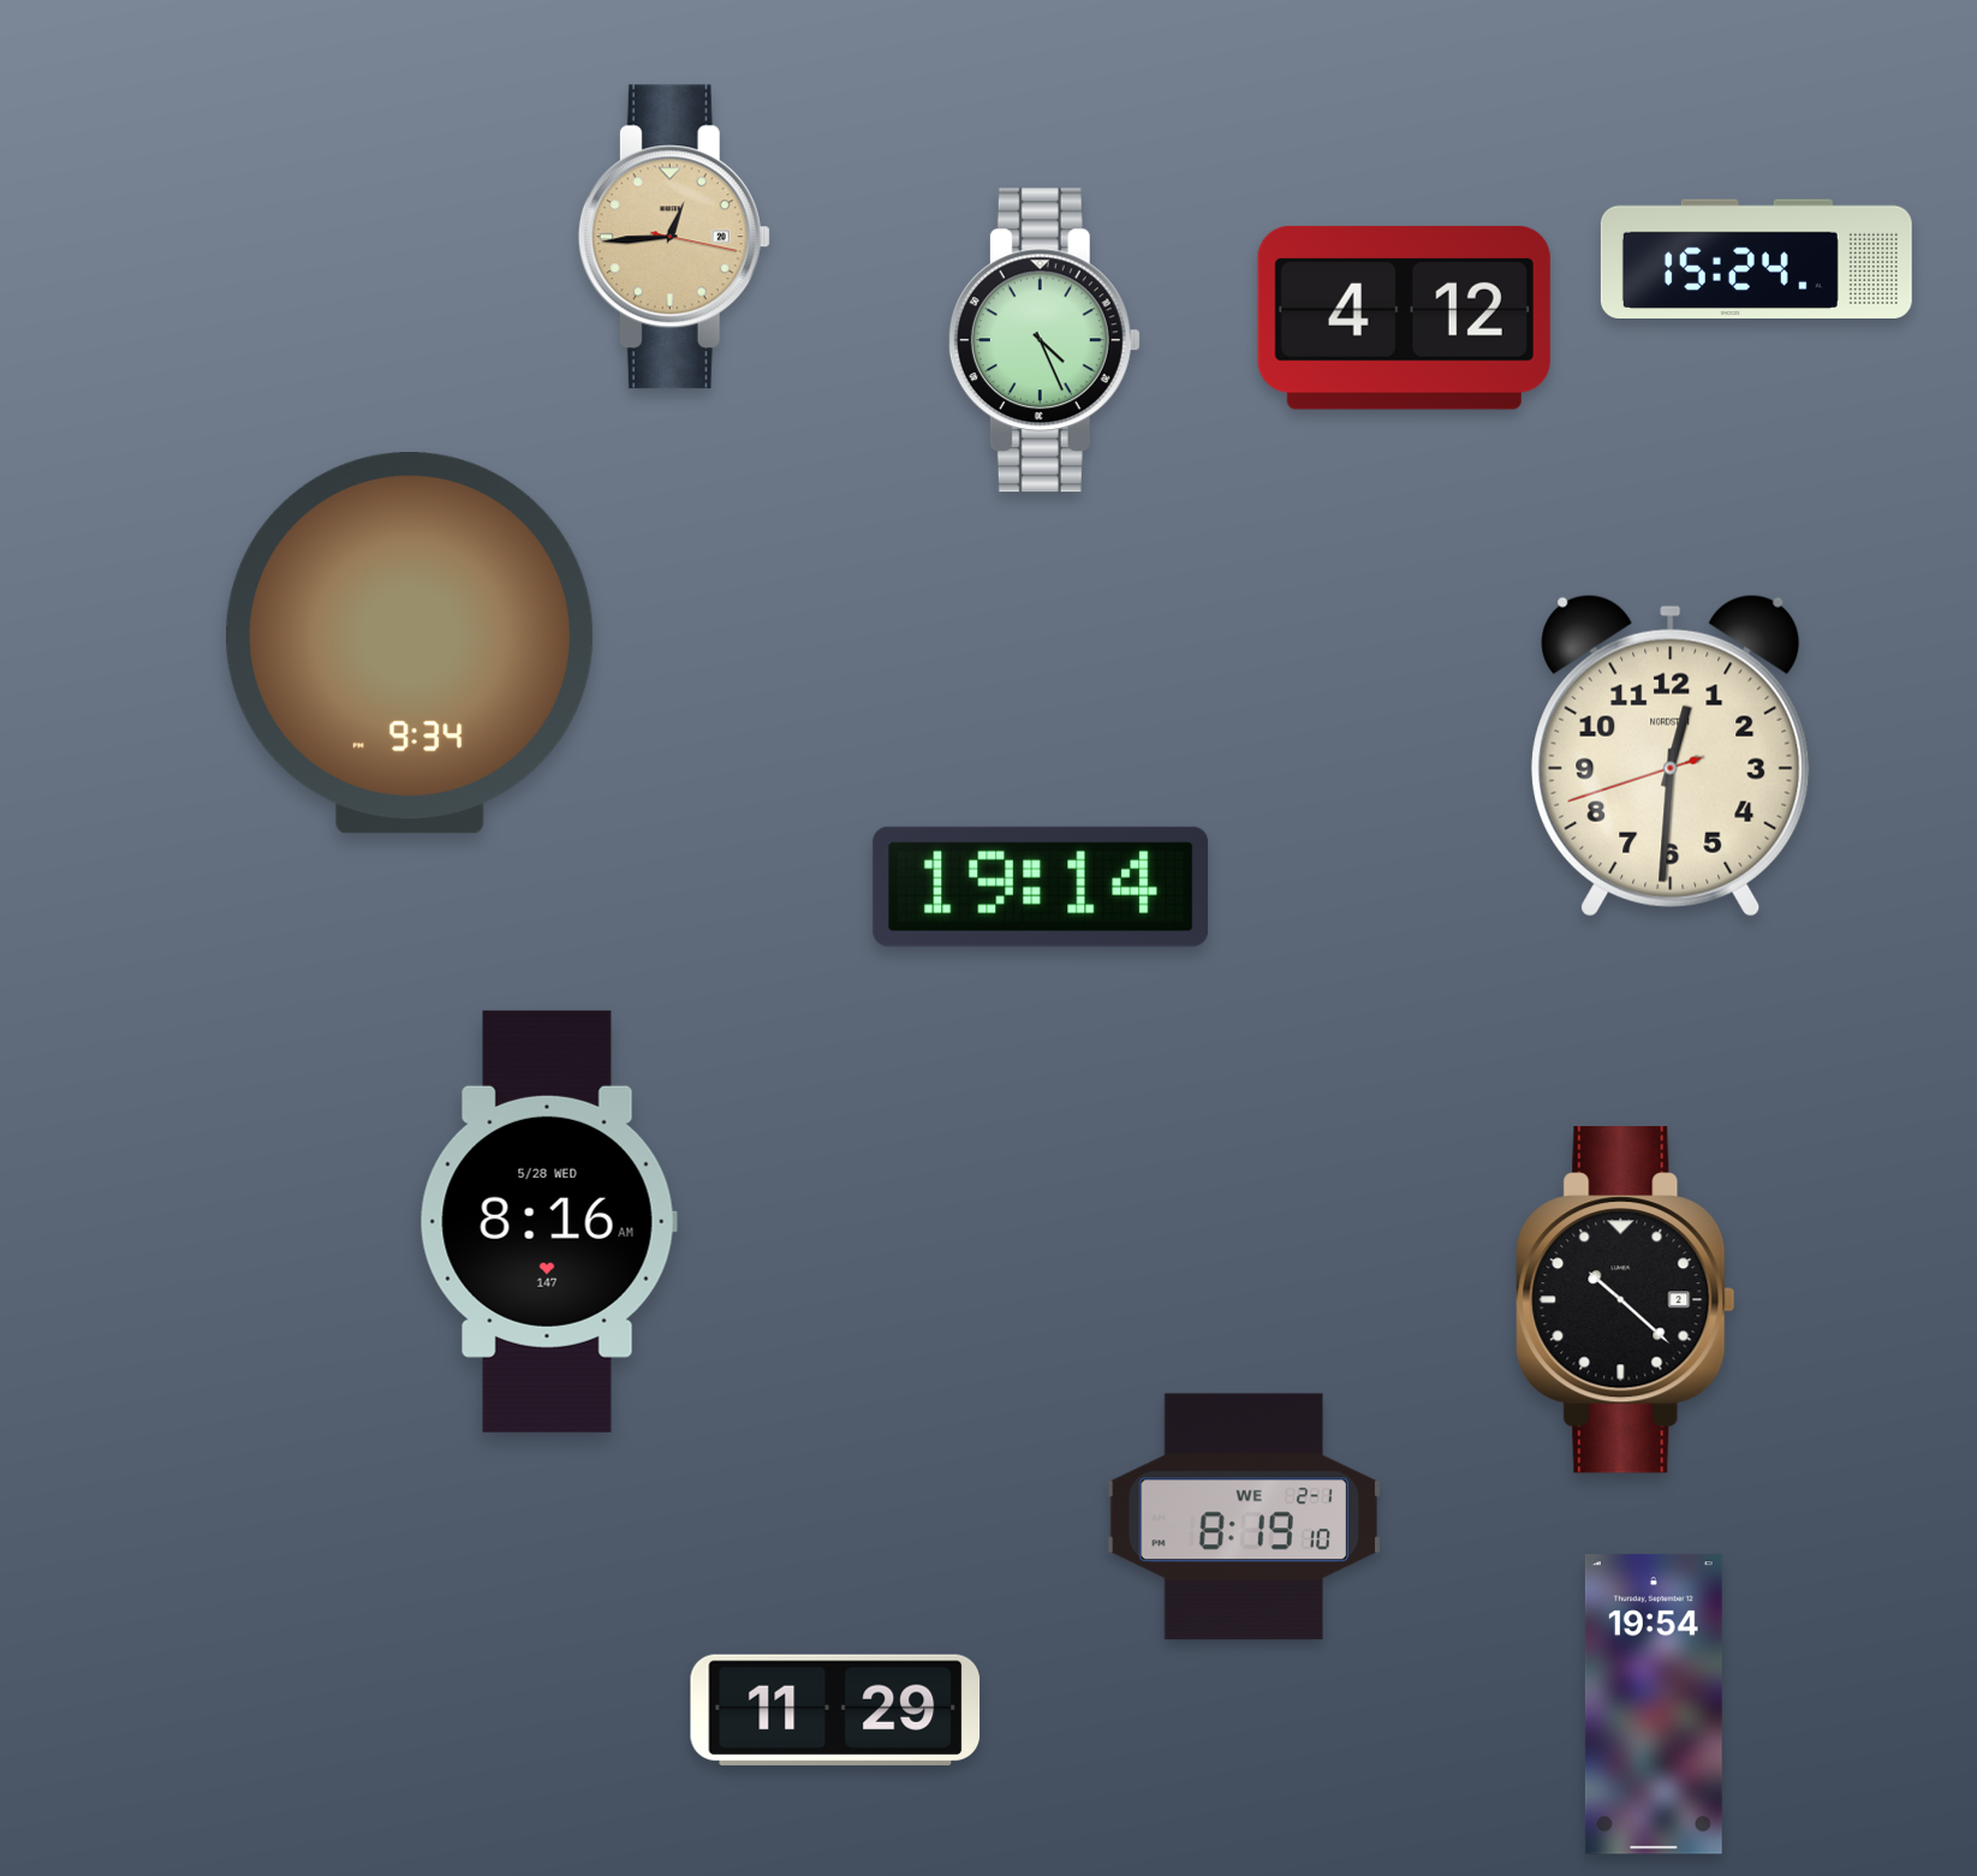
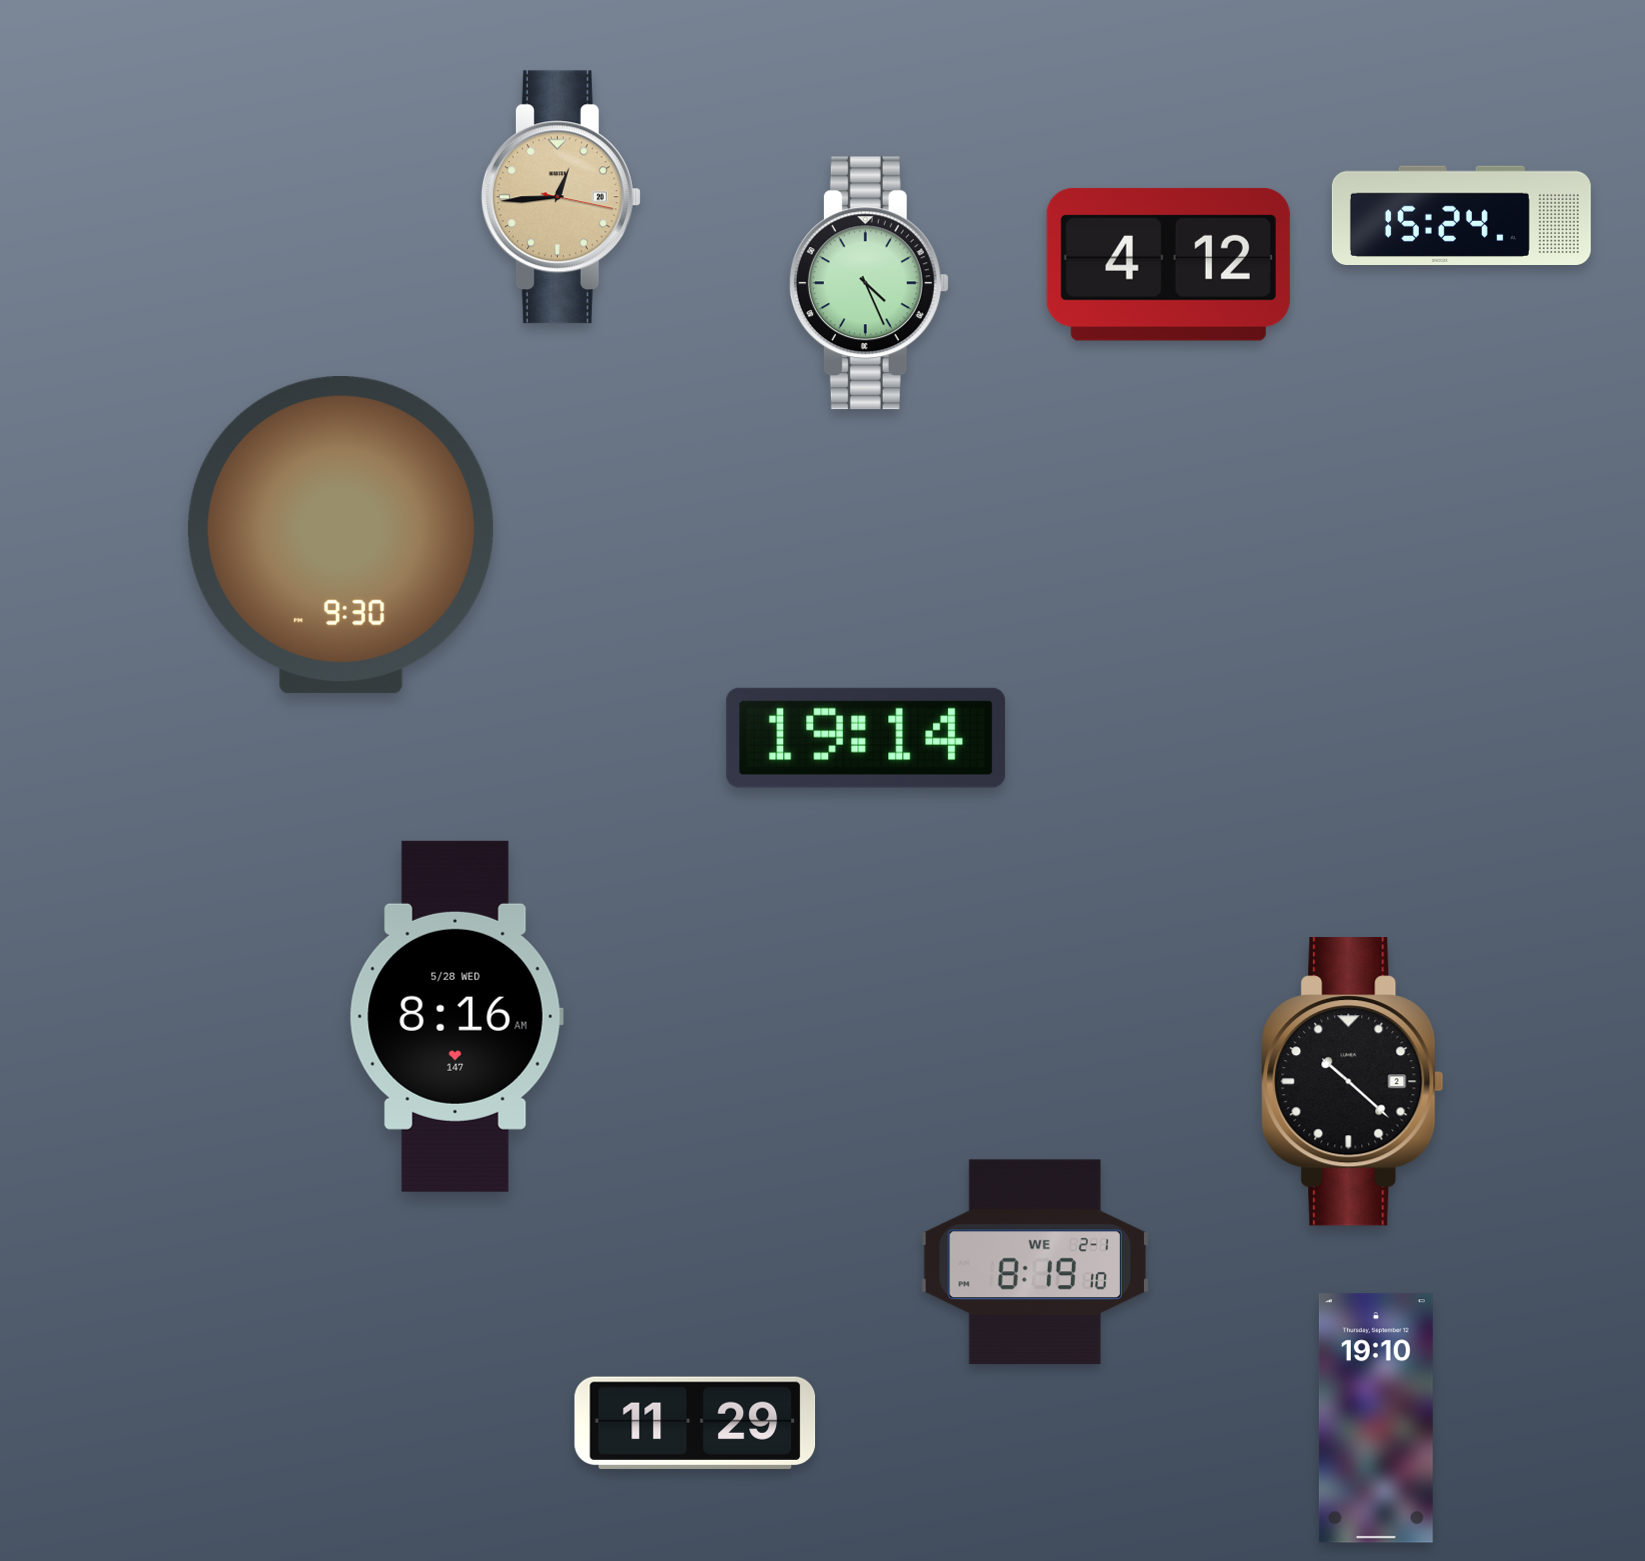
clock at (410, 643): 9:34 -> 9:30
clock at (1671, 756): 12:30 -> none
clock at (1654, 1704): 19:54 -> 19:10
